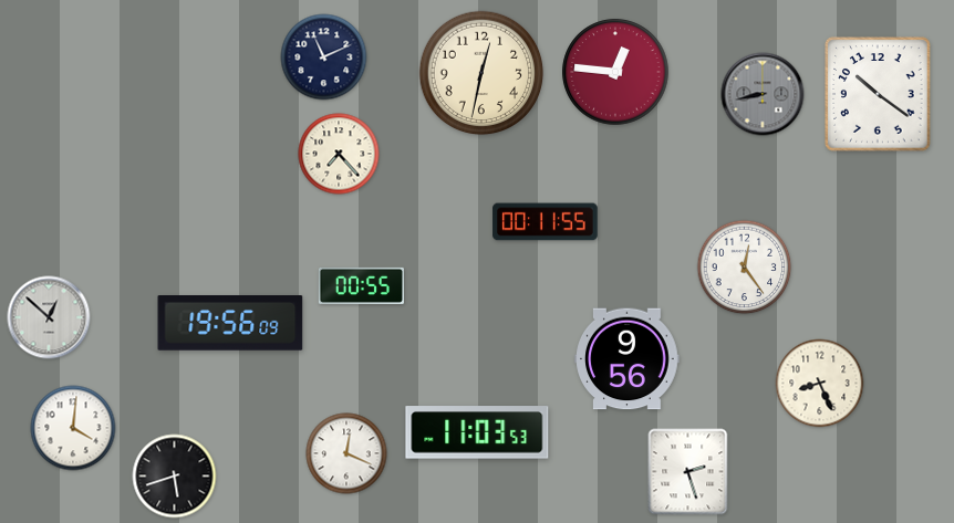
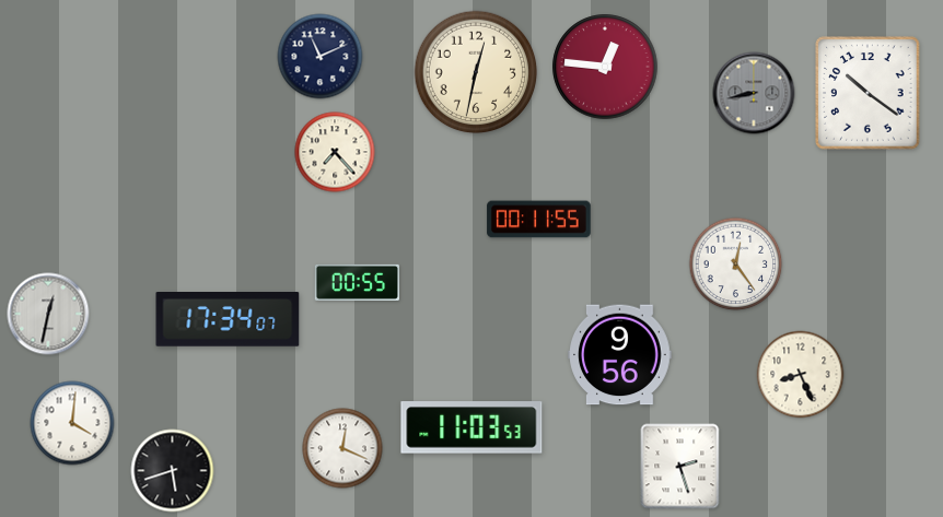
clock at (615, 72) position: (615, 72) -> (605, 67)
clock at (49, 317): 12:52 -> 12:32
clock at (230, 324): 19:56 -> 17:34
clock at (820, 384) position: (820, 384) -> (801, 375)
